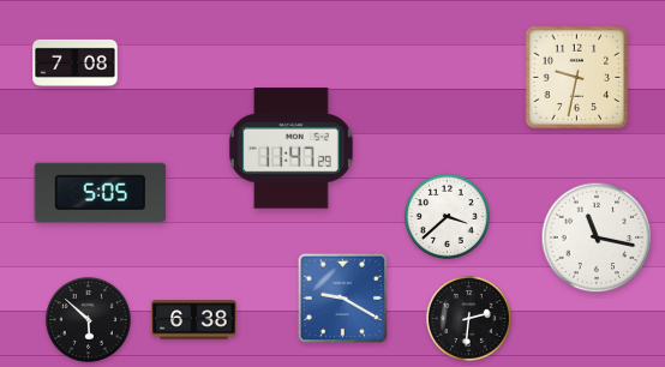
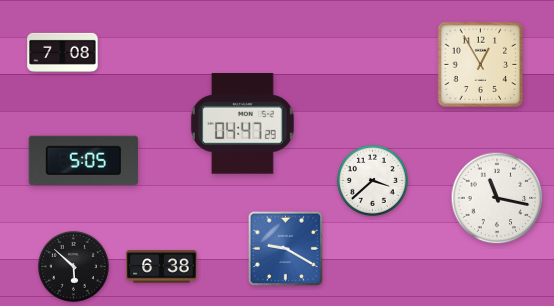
clock at (577, 78): 9:32 -> 12:55
clock at (290, 149): 11:47 -> 04:47
clock at (468, 318): 2:31 -> none
